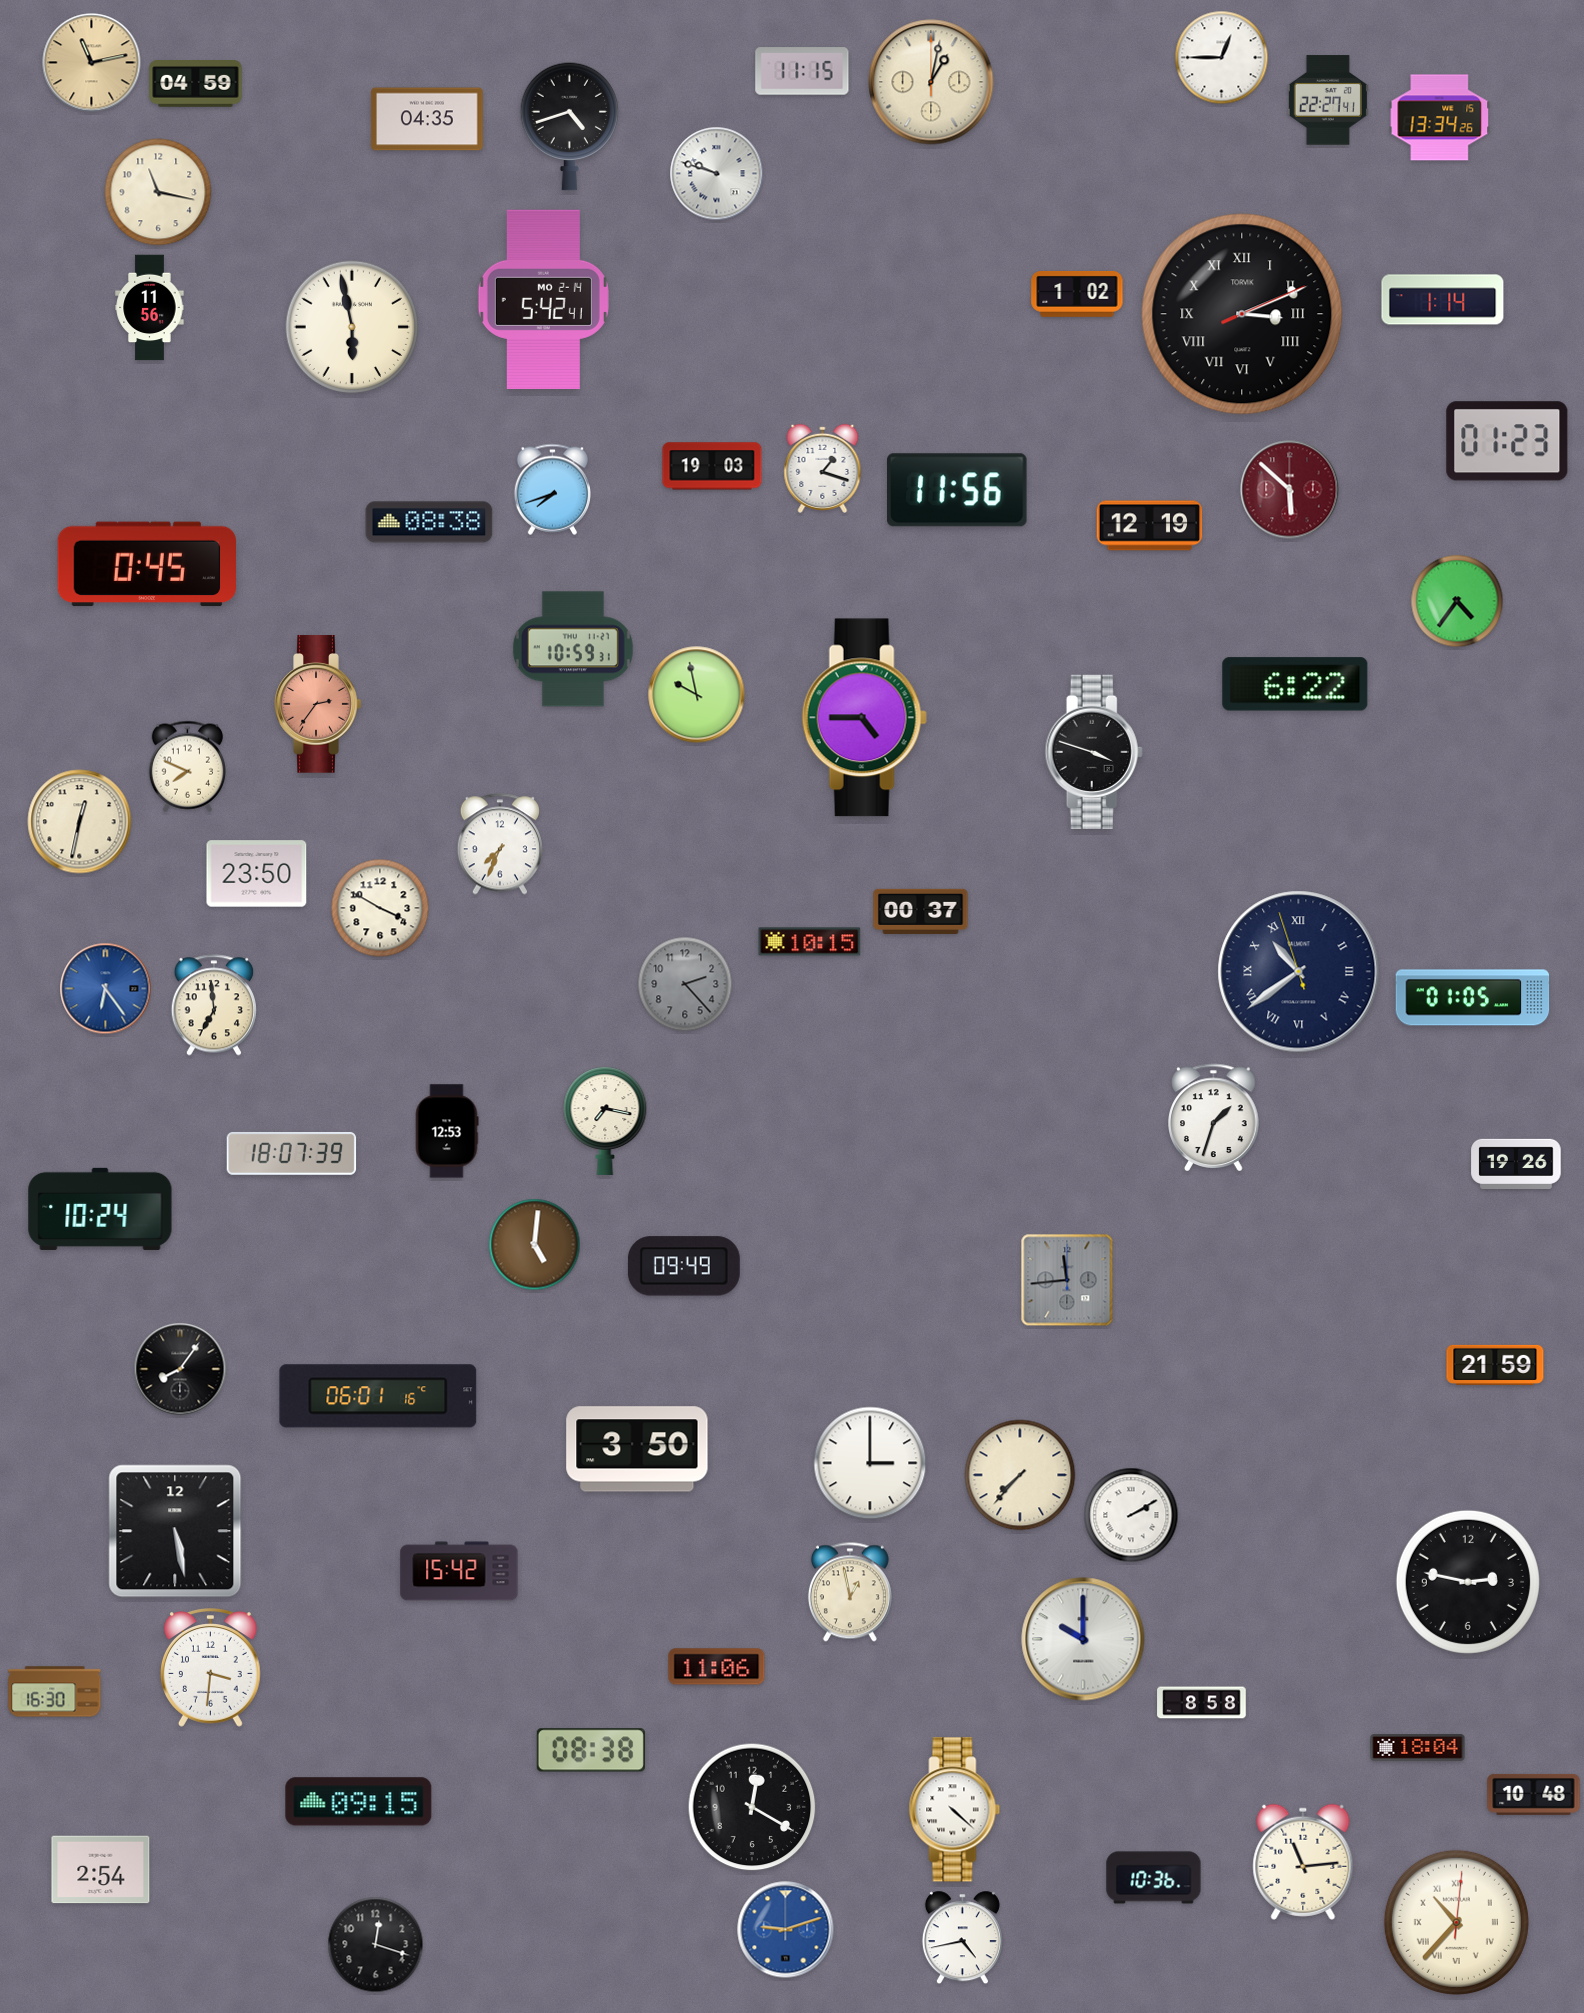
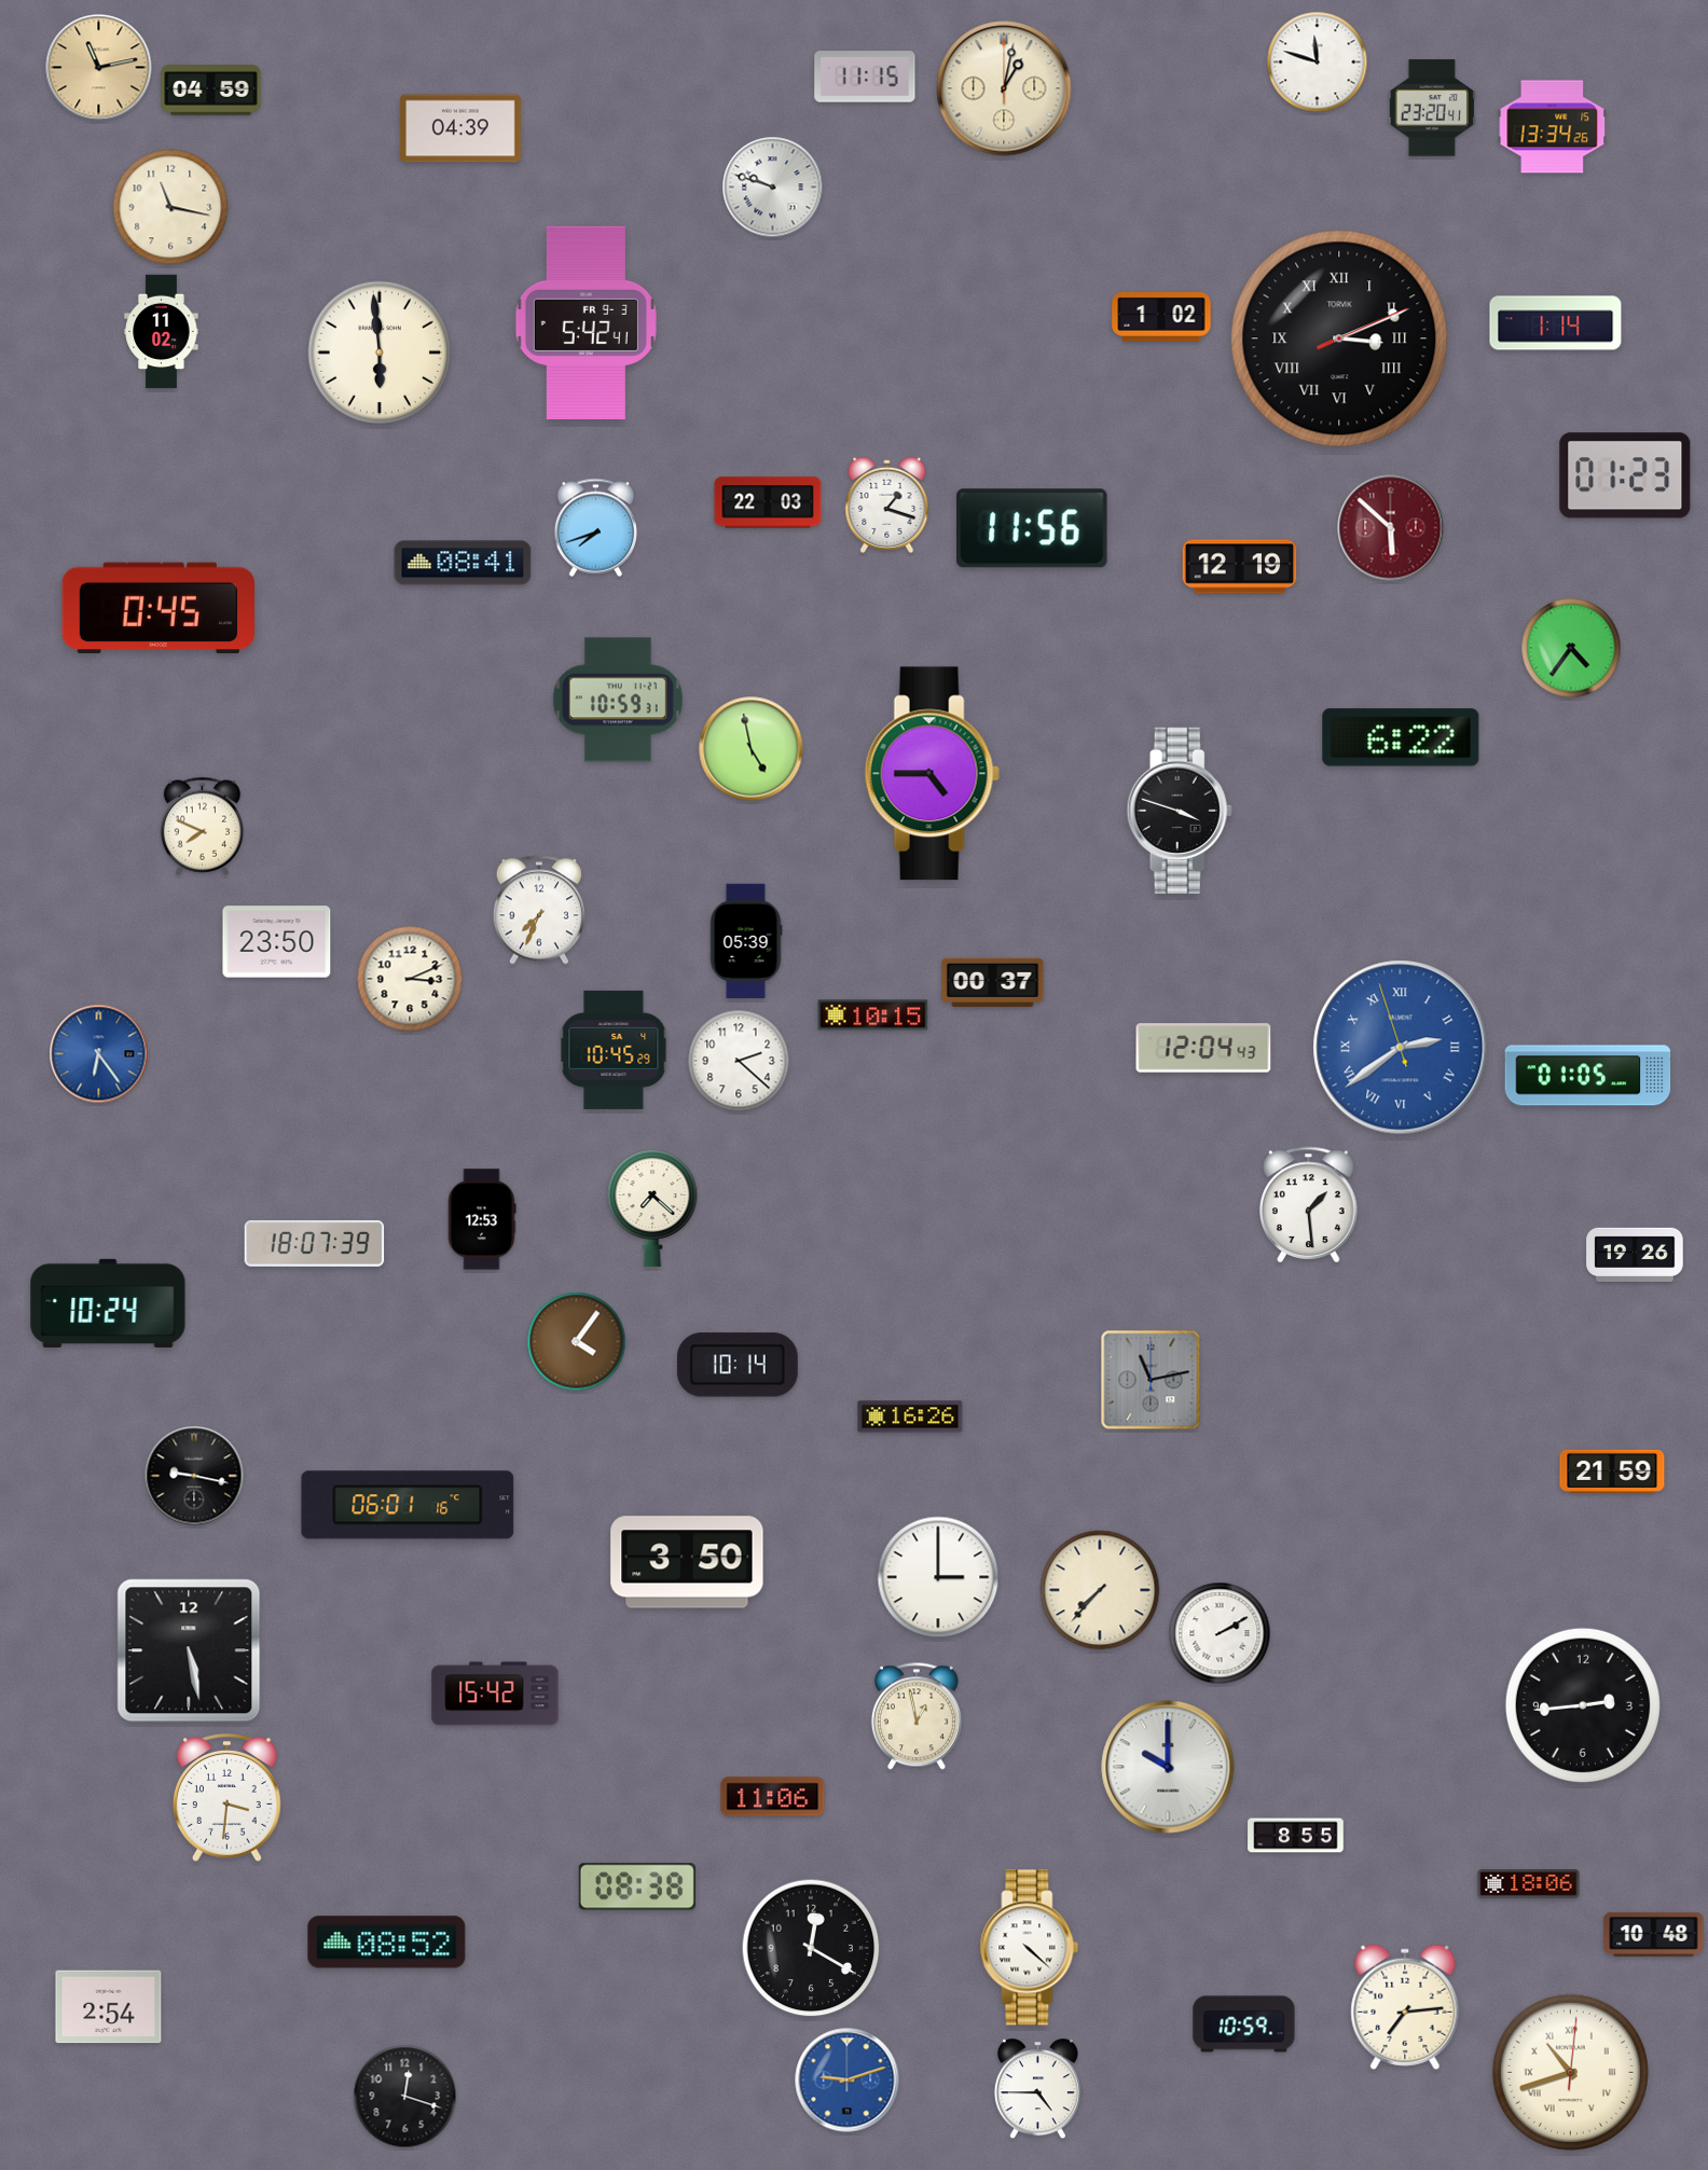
clock at (1222, 58): 12:45 -> 11:48
clock at (1328, 100): 22:27 -> 23:20
clock at (427, 119): 04:35 -> 04:39
clock at (570, 126): 4:42 -> none
clock at (543, 299) date: MO 2-14 -> FR 9-3
clock at (150, 308): 11:56 -> 11:02
clock at (352, 327): 5:58 -> 5:59
clock at (712, 466): 19:03 -> 22:03
clock at (429, 522): 08:38 -> 08:41
clock at (1295, 684) position: (1295, 684) -> (1401, 737)
clock at (697, 695): 9:58 -> 4:58
clock at (318, 704): 2:36 -> none
clock at (80, 822): 12:32 -> none
clock at (746, 941): none -> 05:39
clock at (380, 908): 3:50 -> 3:11
clock at (1203, 1048): none -> 12:04
clock at (1299, 972): 10:38 -> 2:38
clock at (1299, 972) dial: navy -> blue
clock at (614, 1050): none -> 10:45
clock at (685, 984): 2:23 -> 2:22
clock at (685, 984) dial: grey -> white
clock at (106, 989) position: (106, 989) -> (99, 1054)
clock at (214, 1005): 6:59 -> none
clock at (1214, 1117): 1:33 -> 1:29
clock at (605, 1121): 7:17 -> 7:22
clock at (535, 1245): 5:01 -> 4:06
clock at (684, 1266): 09:49 -> 10:14
clock at (1067, 1280): 11:44 -> 11:13
clock at (910, 1416): none -> 16:26
clock at (180, 1369): 8:06 -> 9:17
clock at (1468, 1582): 2:47 -> 2:44
clock at (55, 1692): 16:30 -> none
clock at (1202, 1703): 8:58 -> 8:55
clock at (1418, 1748): 18:04 -> 18:06
clock at (359, 1802): 09:15 -> 08:52
clock at (955, 1810) position: (955, 1810) -> (1030, 1948)
clock at (1303, 1862): 11:14 -> 7:14
clock at (101, 1870) position: (101, 1870) -> (109, 2007)
clock at (1154, 1878): 10:36 -> 10:59
clock at (1456, 1922): 10:37 -> 10:42
clock at (962, 1938): 4:43 -> 4:45
